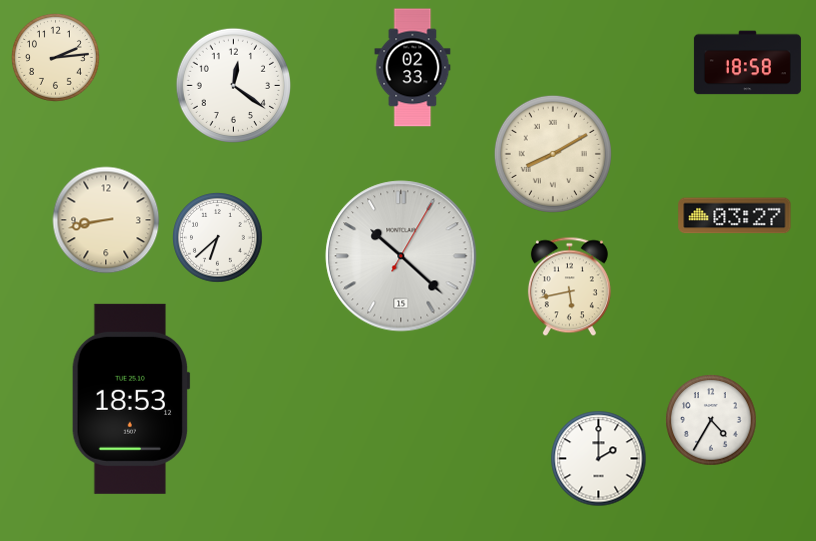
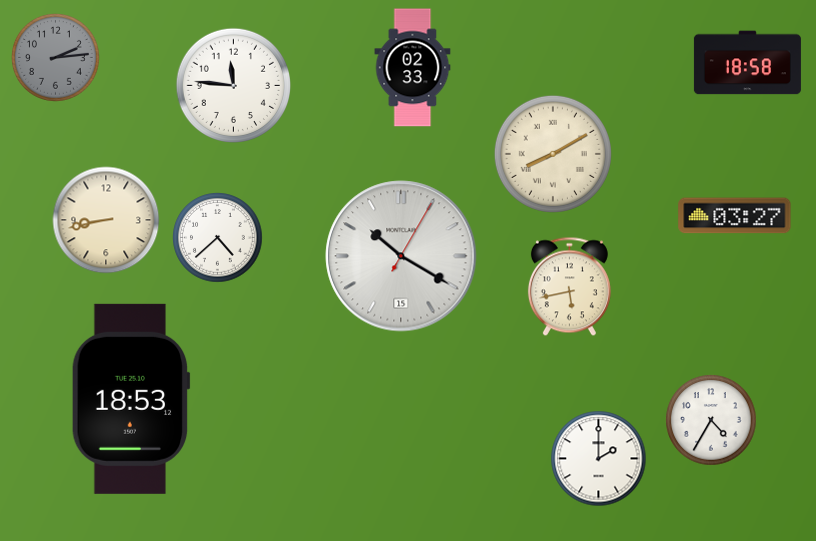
clock at (56, 58) dial: cream -> grey
clock at (233, 85): 12:21 -> 11:46
clock at (218, 238): 6:38 -> 4:38
clock at (401, 256): 10:22 -> 10:20
